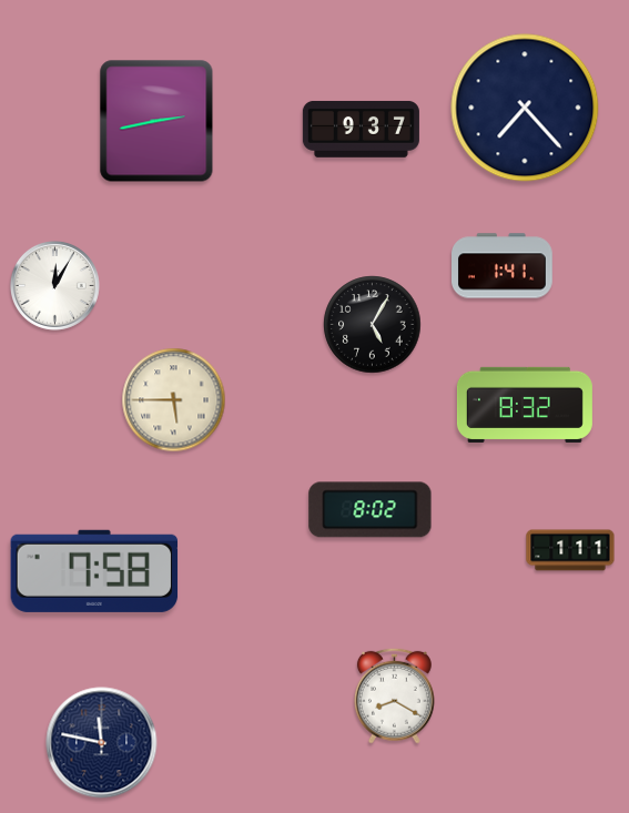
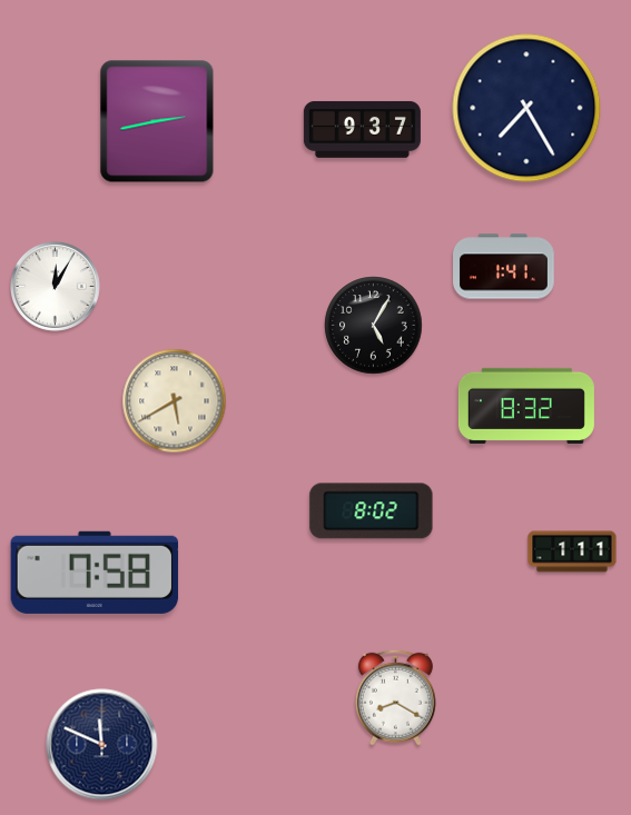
clock at (525, 108): 7:23 -> 7:25
clock at (174, 400): 5:45 -> 5:40
clock at (102, 743): 11:47 -> 11:49
